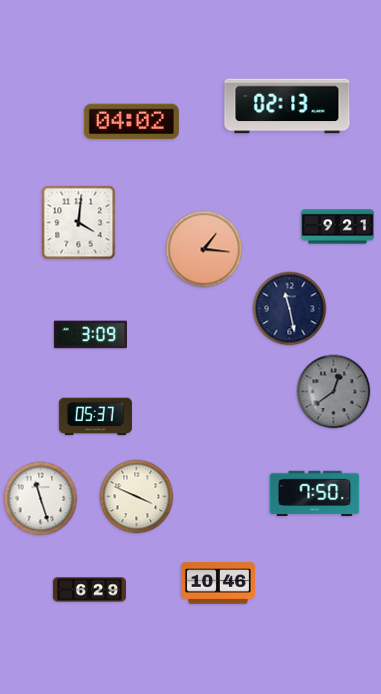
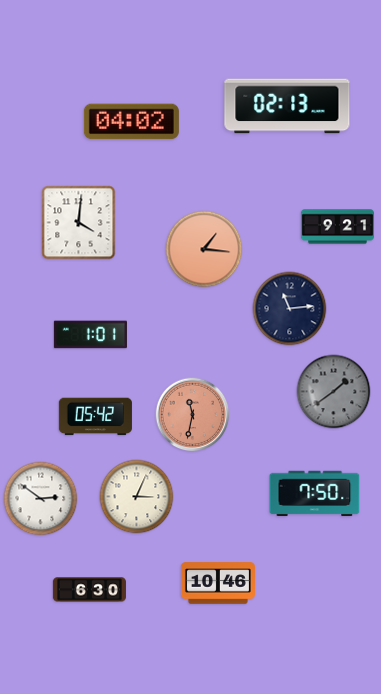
clock at (290, 309): 11:28 -> 11:14
clock at (90, 335): 3:09 -> 1:01
clock at (334, 392): 12:39 -> 1:39
clock at (193, 415): none -> 11:32
clock at (95, 417): 05:37 -> 05:42
clock at (137, 497): 3:49 -> 3:04
clock at (41, 499): 11:27 -> 2:51
clock at (89, 590): 6:29 -> 6:30
